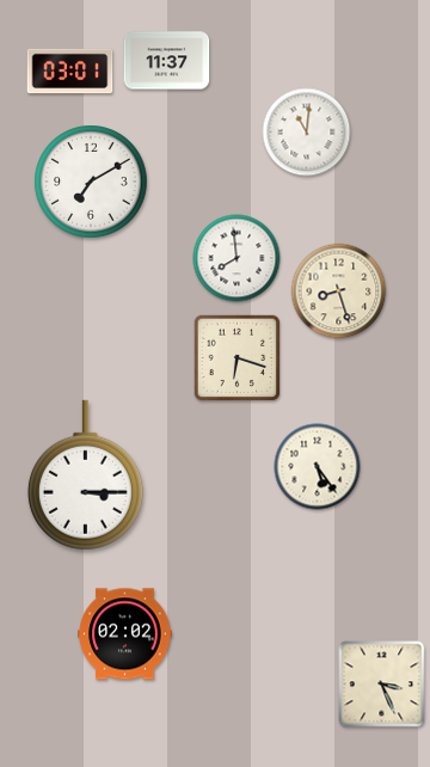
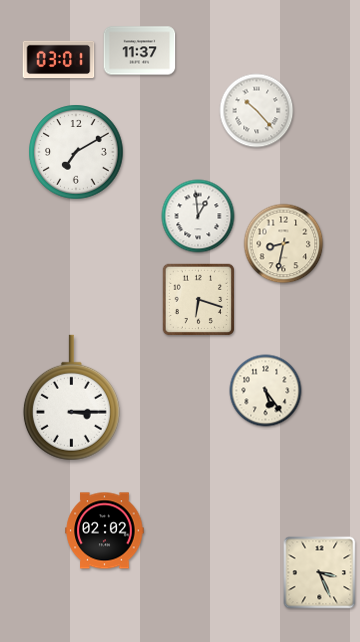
clock at (307, 133): 11:01 -> 10:23
clock at (236, 258): 7:59 -> 12:59
clock at (339, 292): 8:27 -> 8:32
